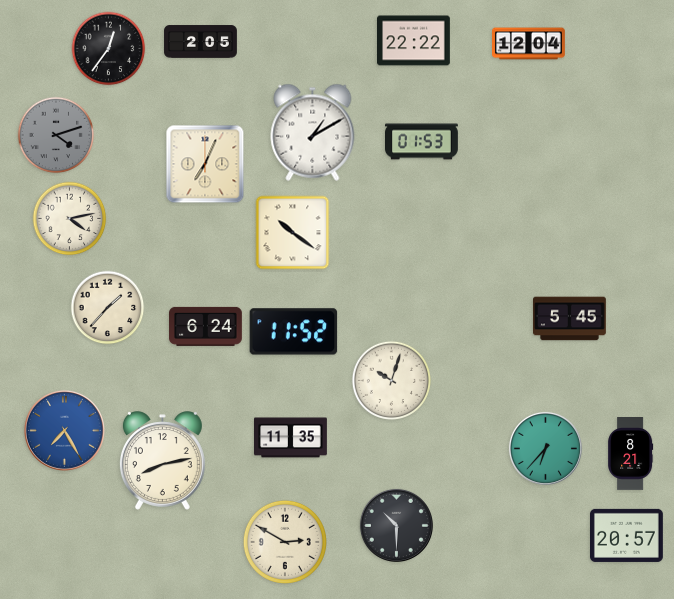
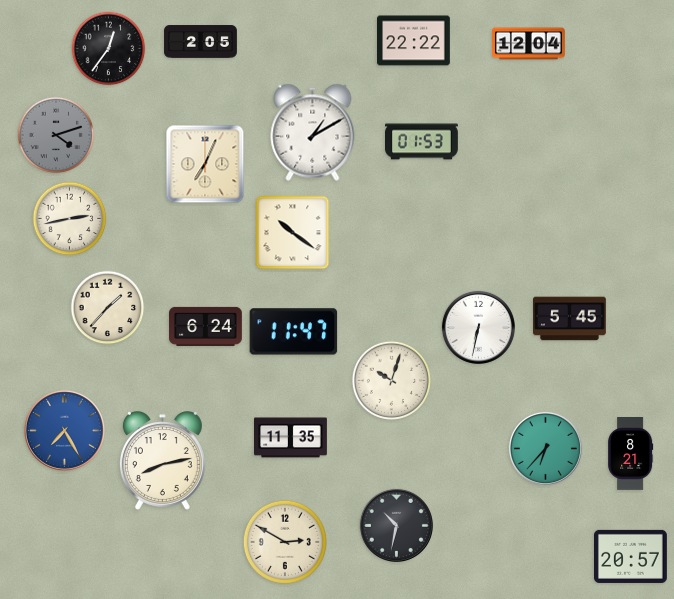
clock at (70, 219): 4:13 -> 2:43
clock at (478, 327): none -> 6:32
clock at (294, 332): 11:52 -> 11:47
clock at (396, 525): 10:30 -> 10:32
clock at (627, 535) position: (627, 535) -> (631, 556)
